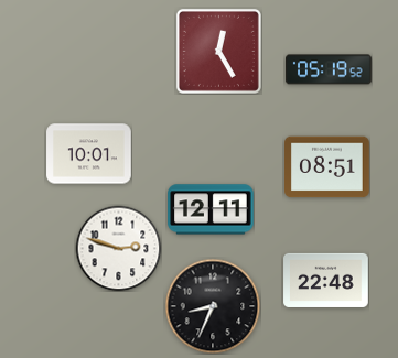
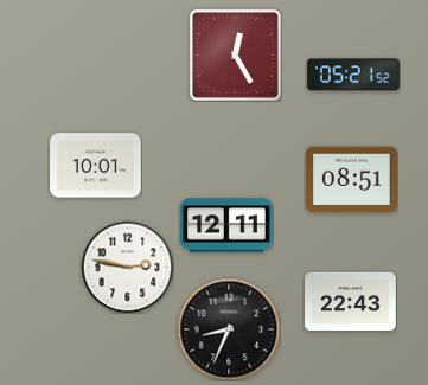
clock at (329, 69): 05:19 -> 05:21
clock at (118, 248): 2:48 -> 2:47
clock at (326, 280): 22:48 -> 22:43
